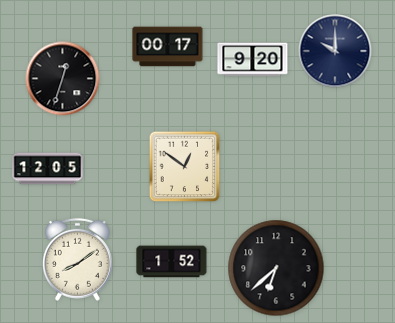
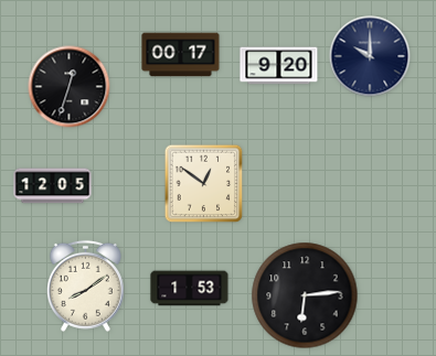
clock at (168, 47) position: (168, 47) -> (181, 55)
clock at (172, 262): 1:52 -> 1:53
clock at (276, 268): 6:38 -> 6:14
